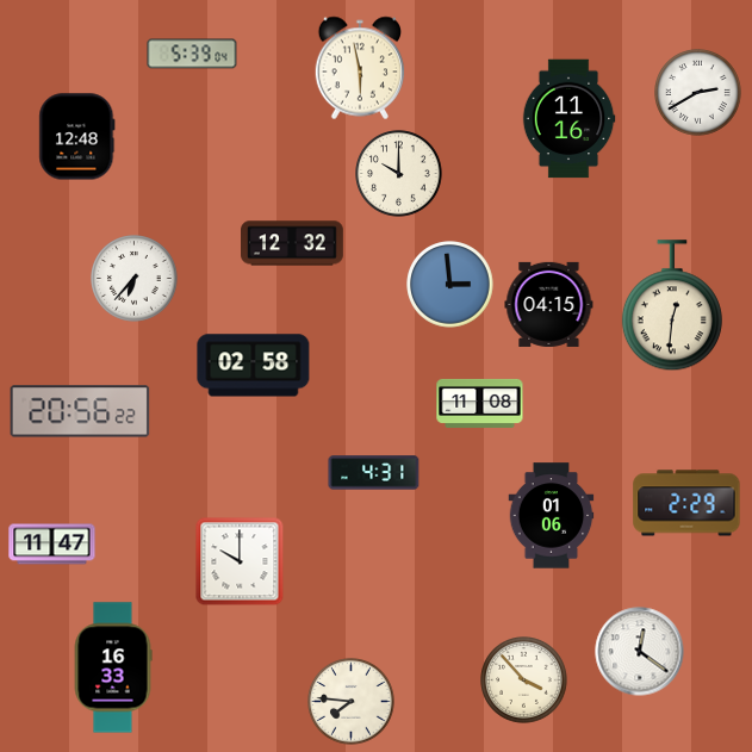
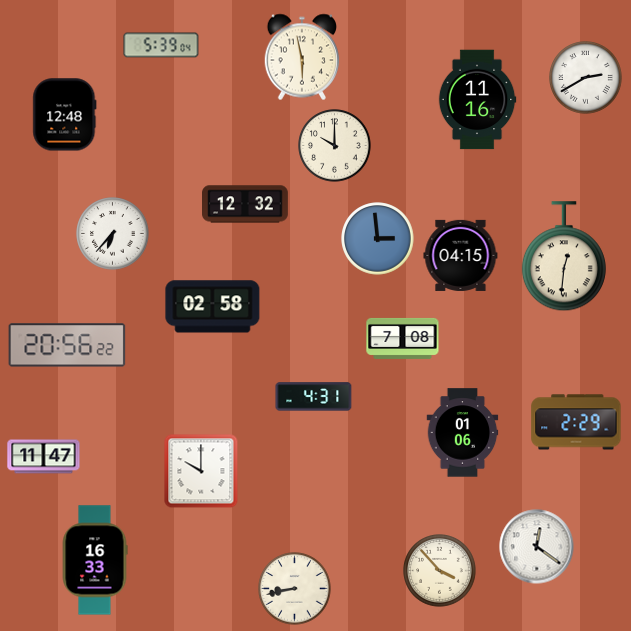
clock at (480, 403): 11:08 -> 7:08
clock at (352, 702): 7:46 -> 8:43
